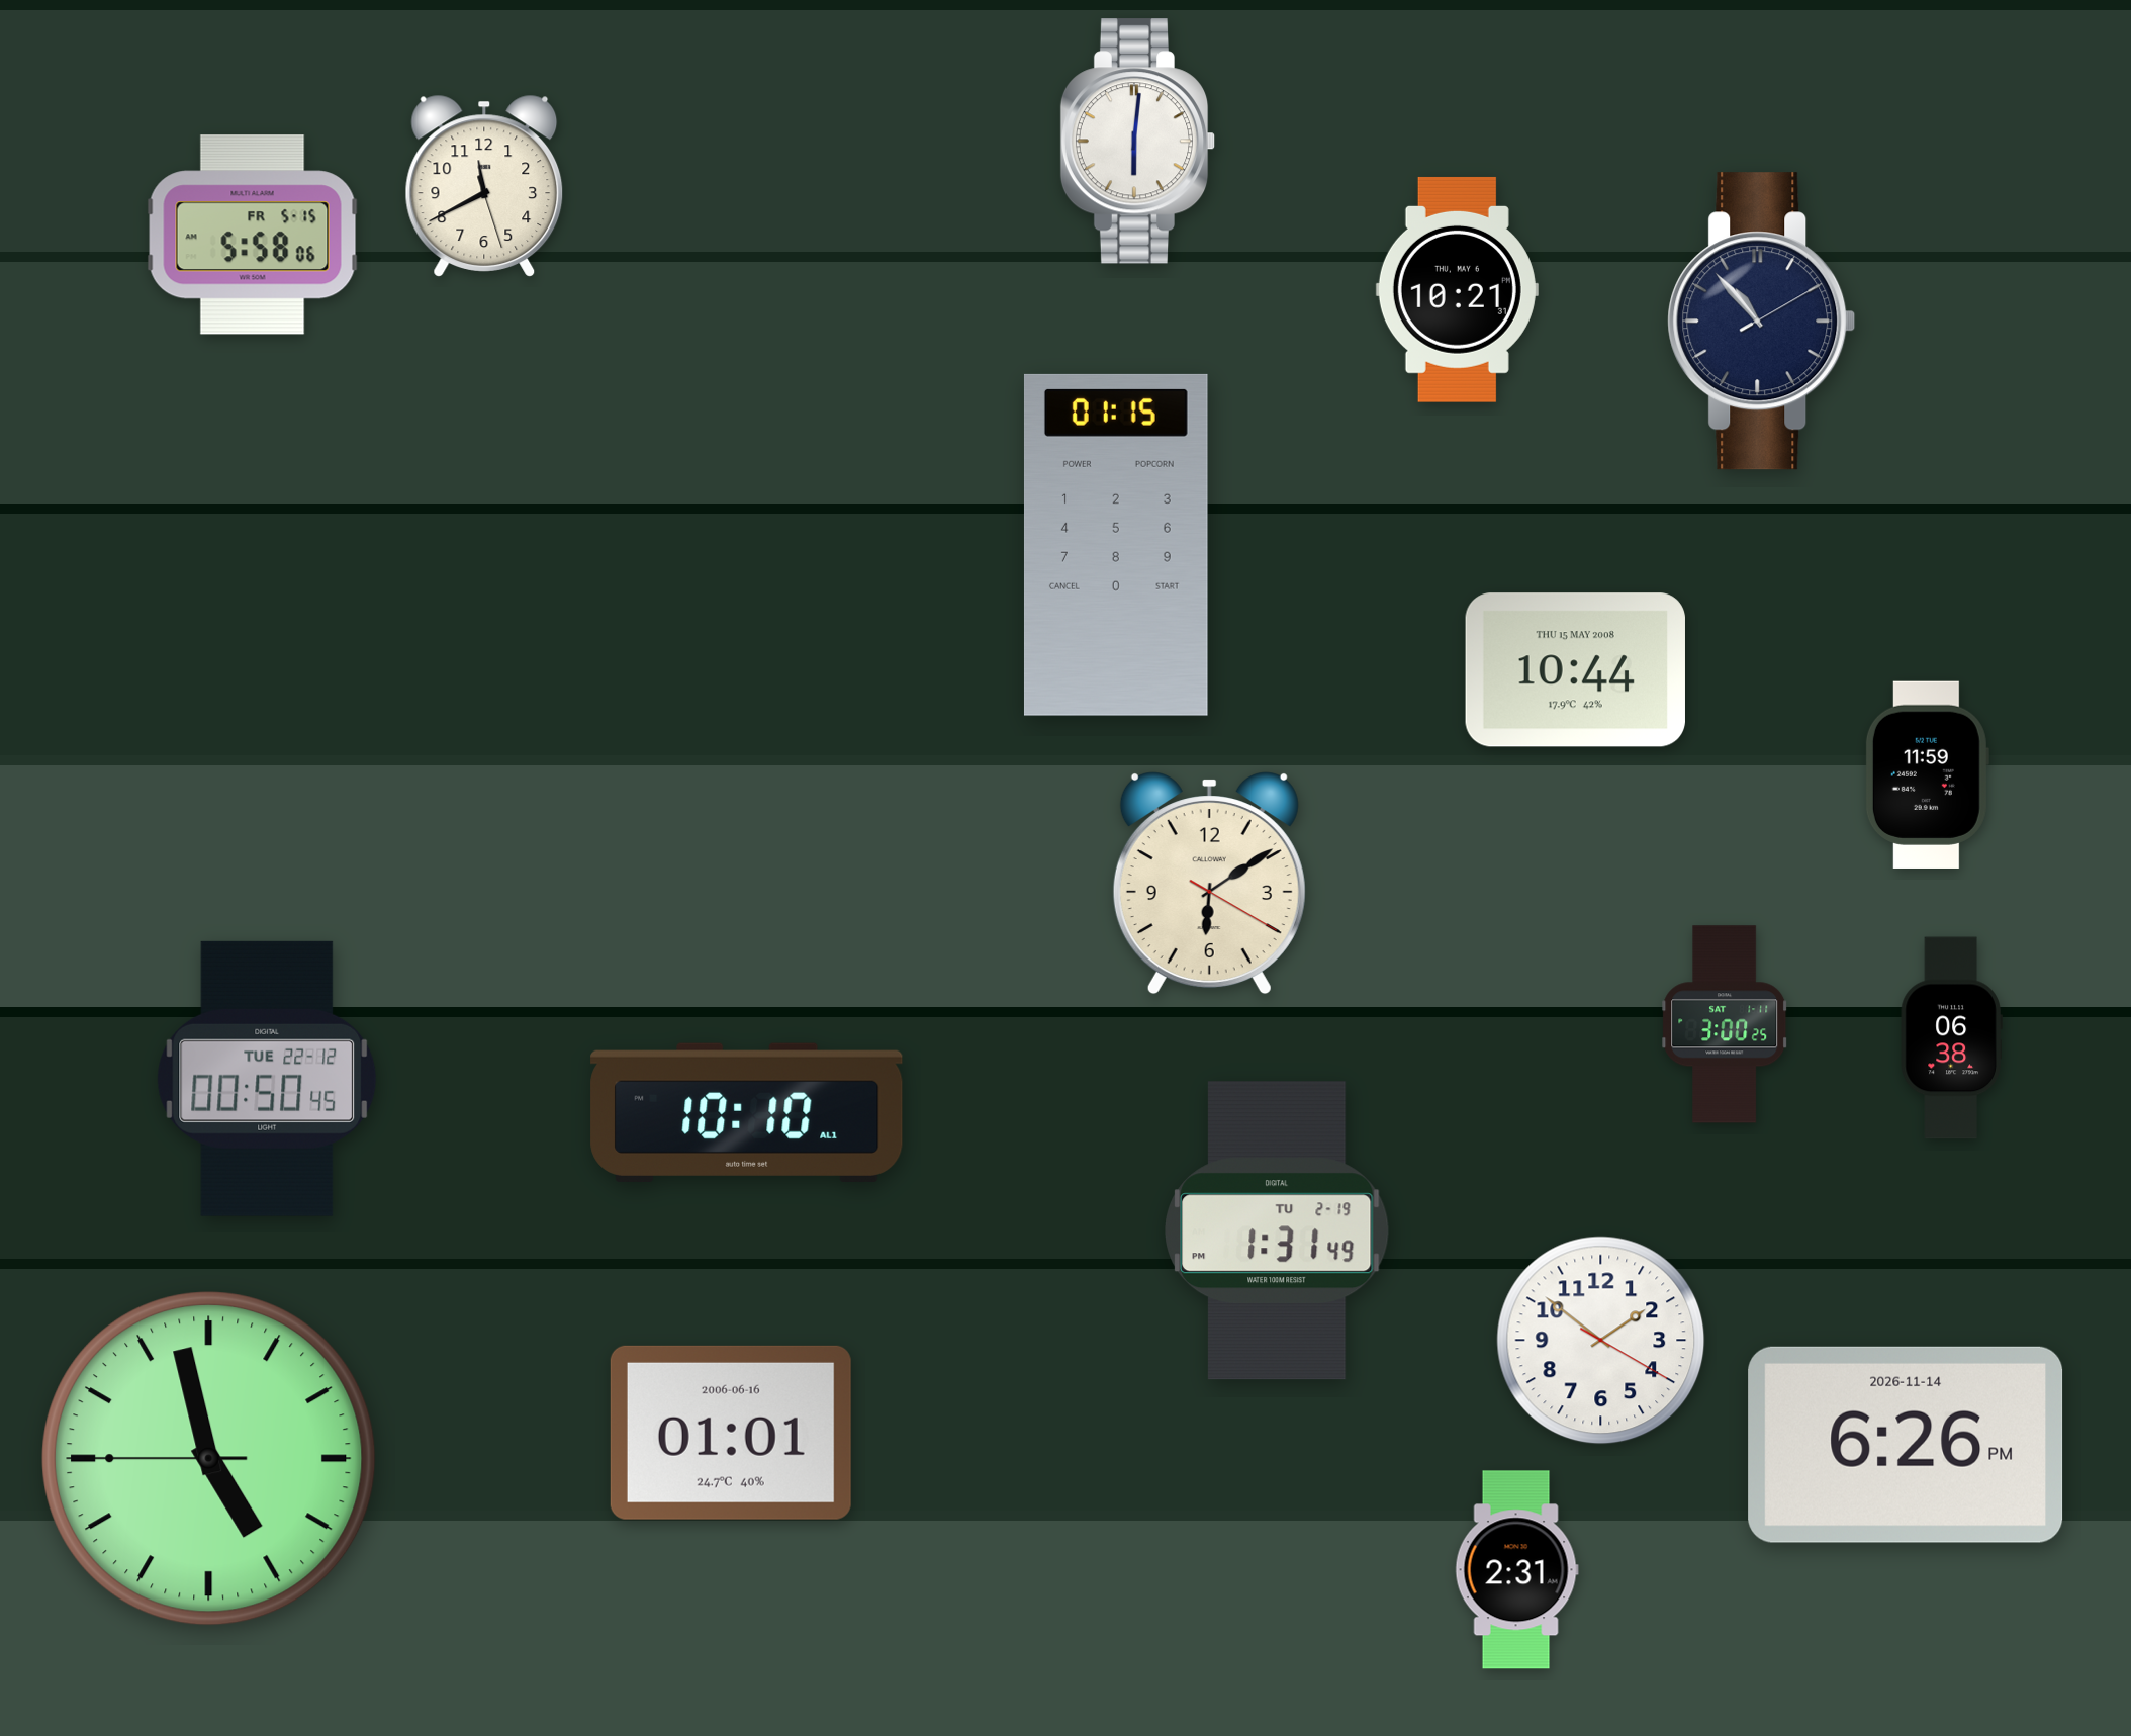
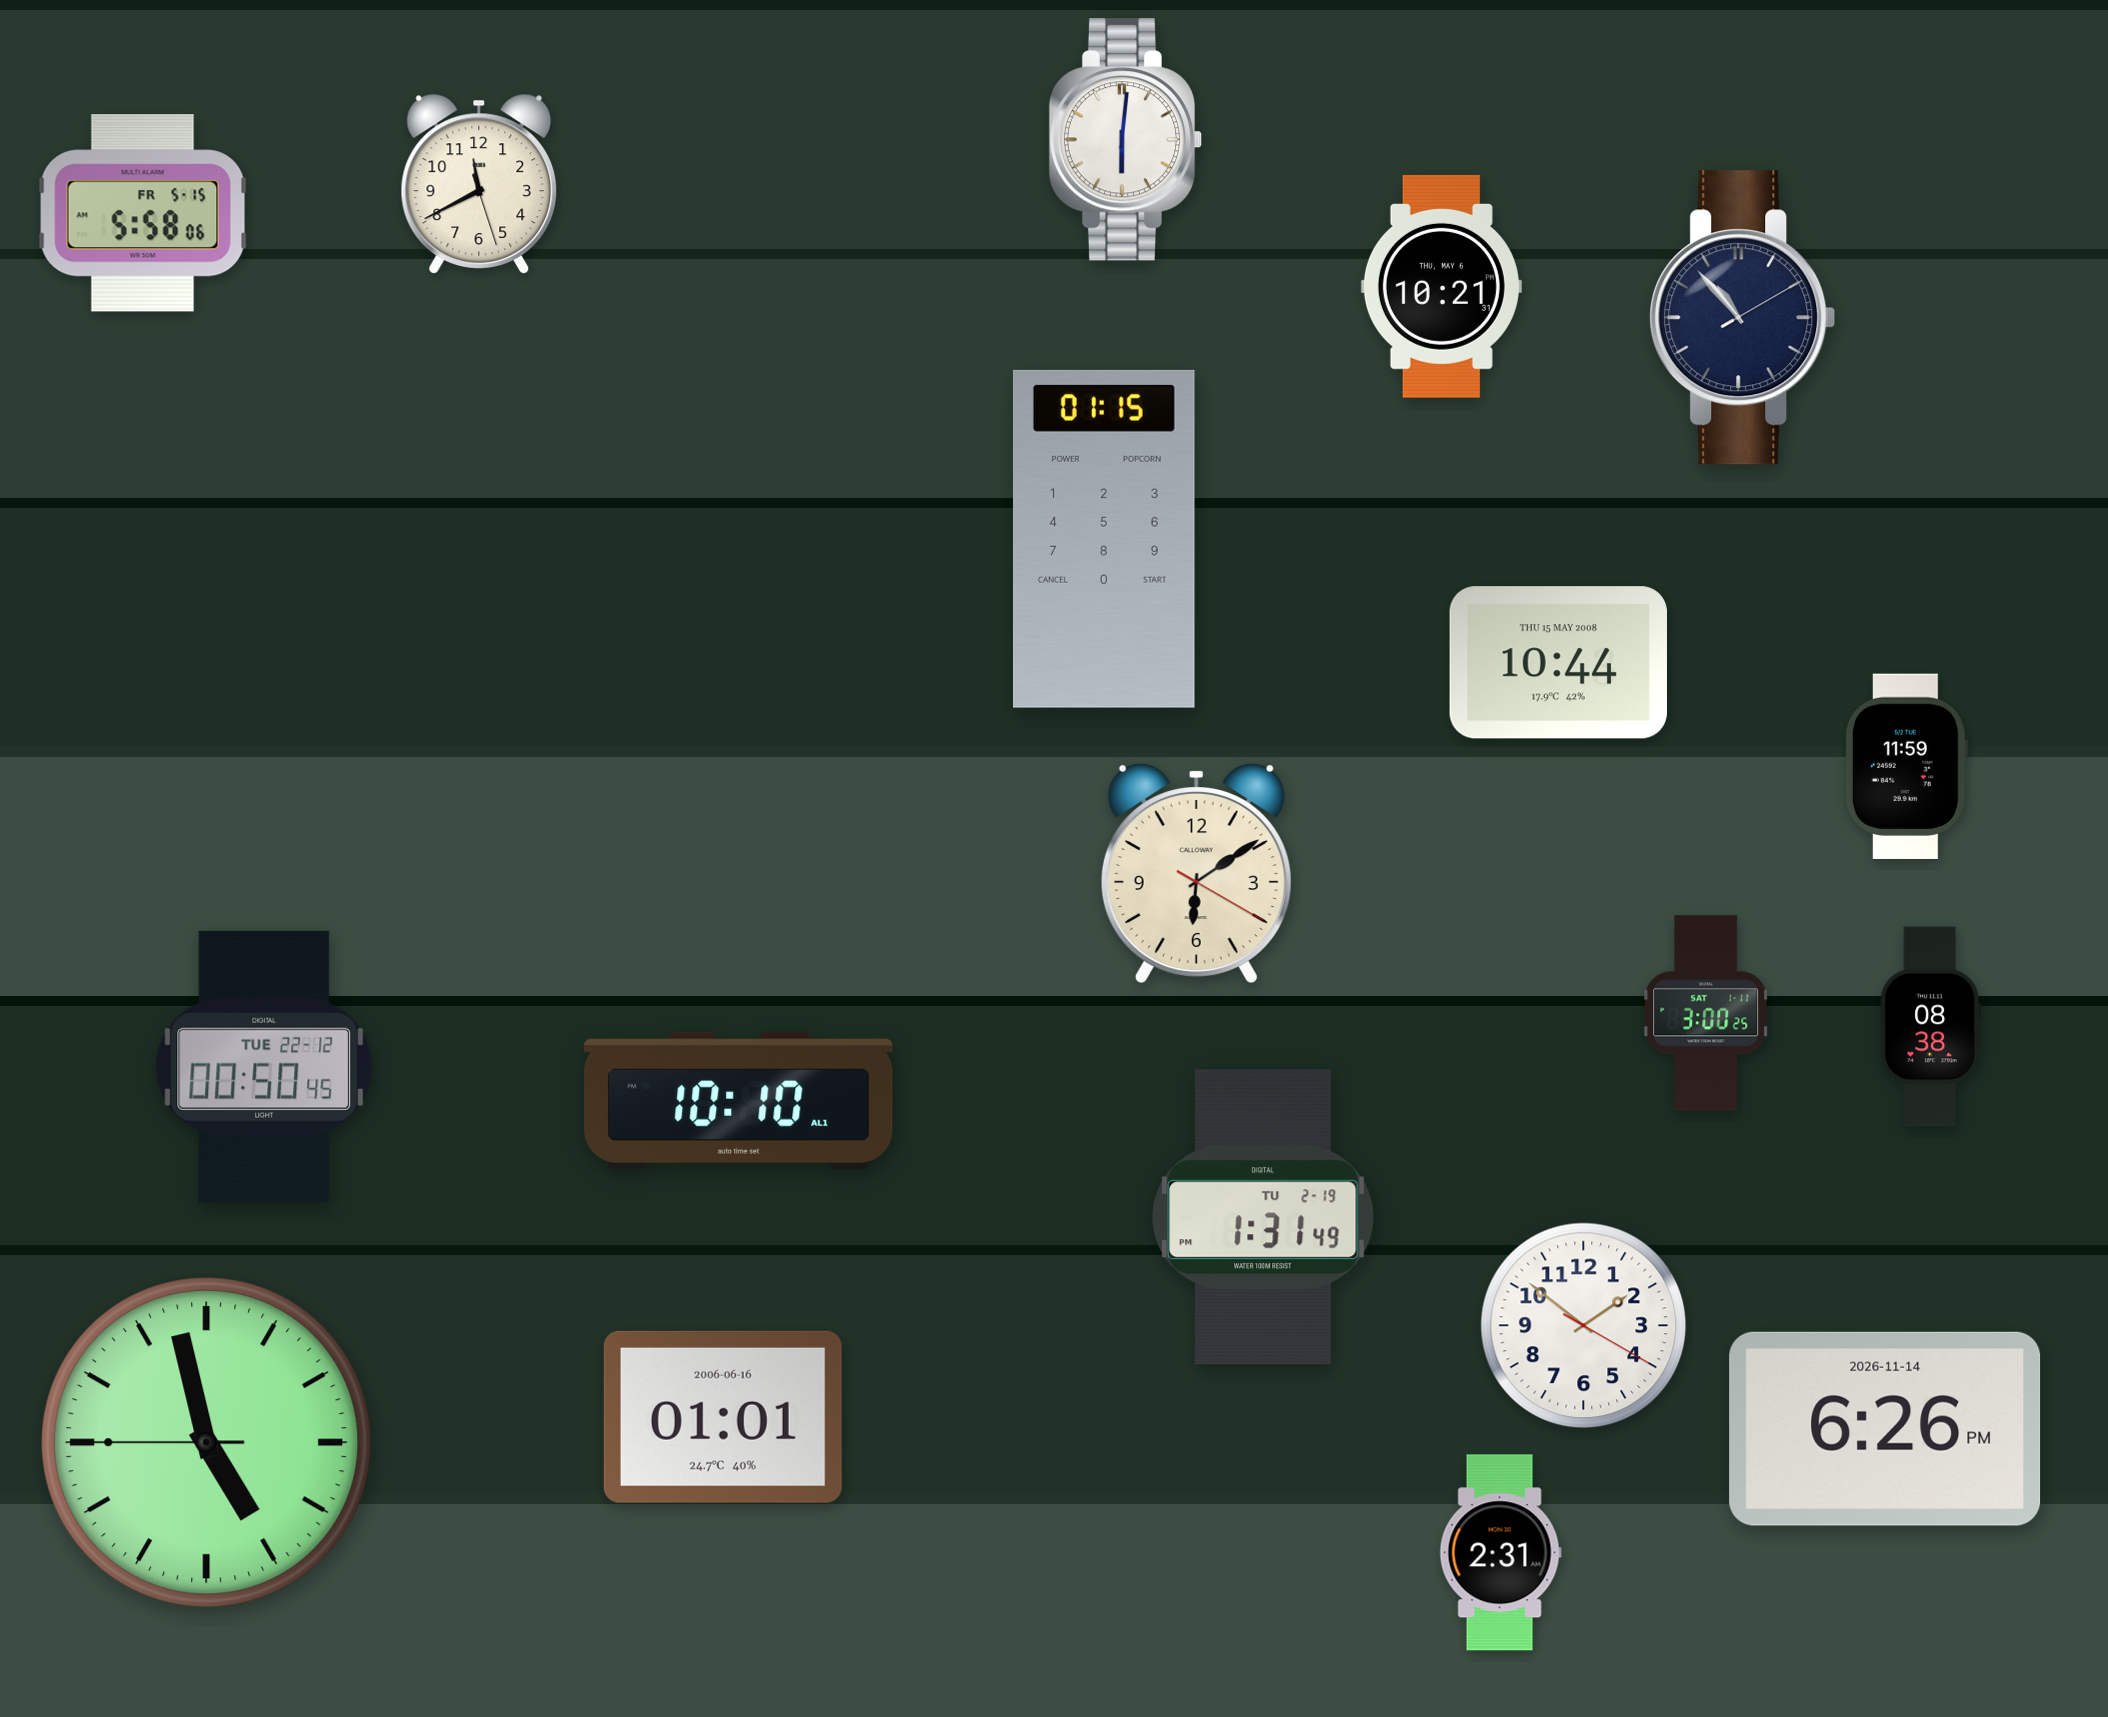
clock at (253, 235) position: (253, 235) -> (143, 213)
clock at (1951, 1038): 06:38 -> 08:38
